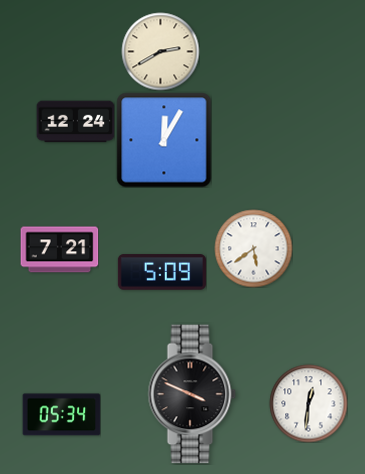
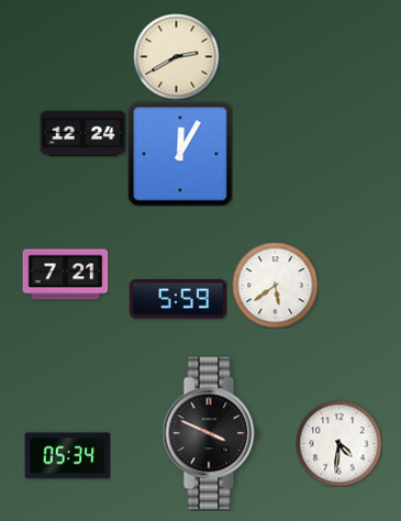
clock at (253, 248) position: (253, 248) -> (275, 285)
clock at (161, 272): 5:09 -> 5:59
clock at (308, 403): 12:31 -> 4:31
